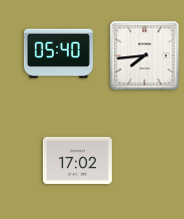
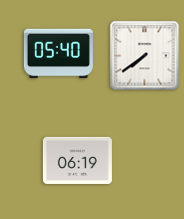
clock at (145, 56): 7:44 -> 7:39
clock at (77, 160): 17:02 -> 06:19
